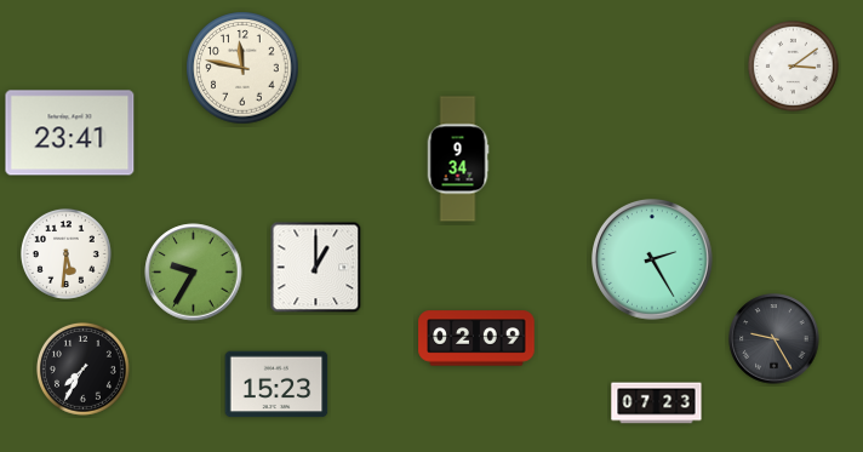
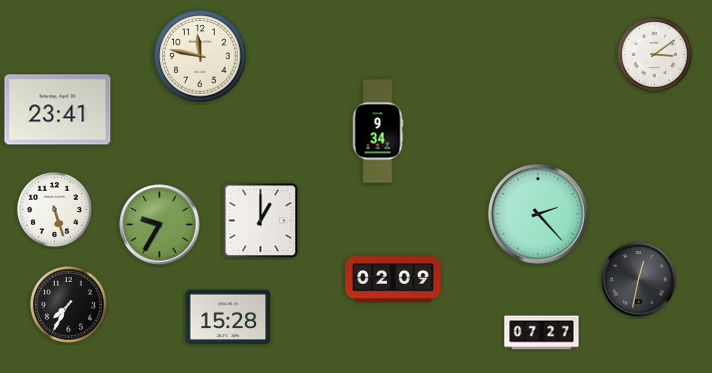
clock at (65, 253): 5:31 -> 5:27
clock at (653, 261): 2:25 -> 2:23
clock at (775, 339): 9:25 -> 12:32
clock at (276, 384): 15:23 -> 15:28
clock at (657, 404): 07:23 -> 07:27
